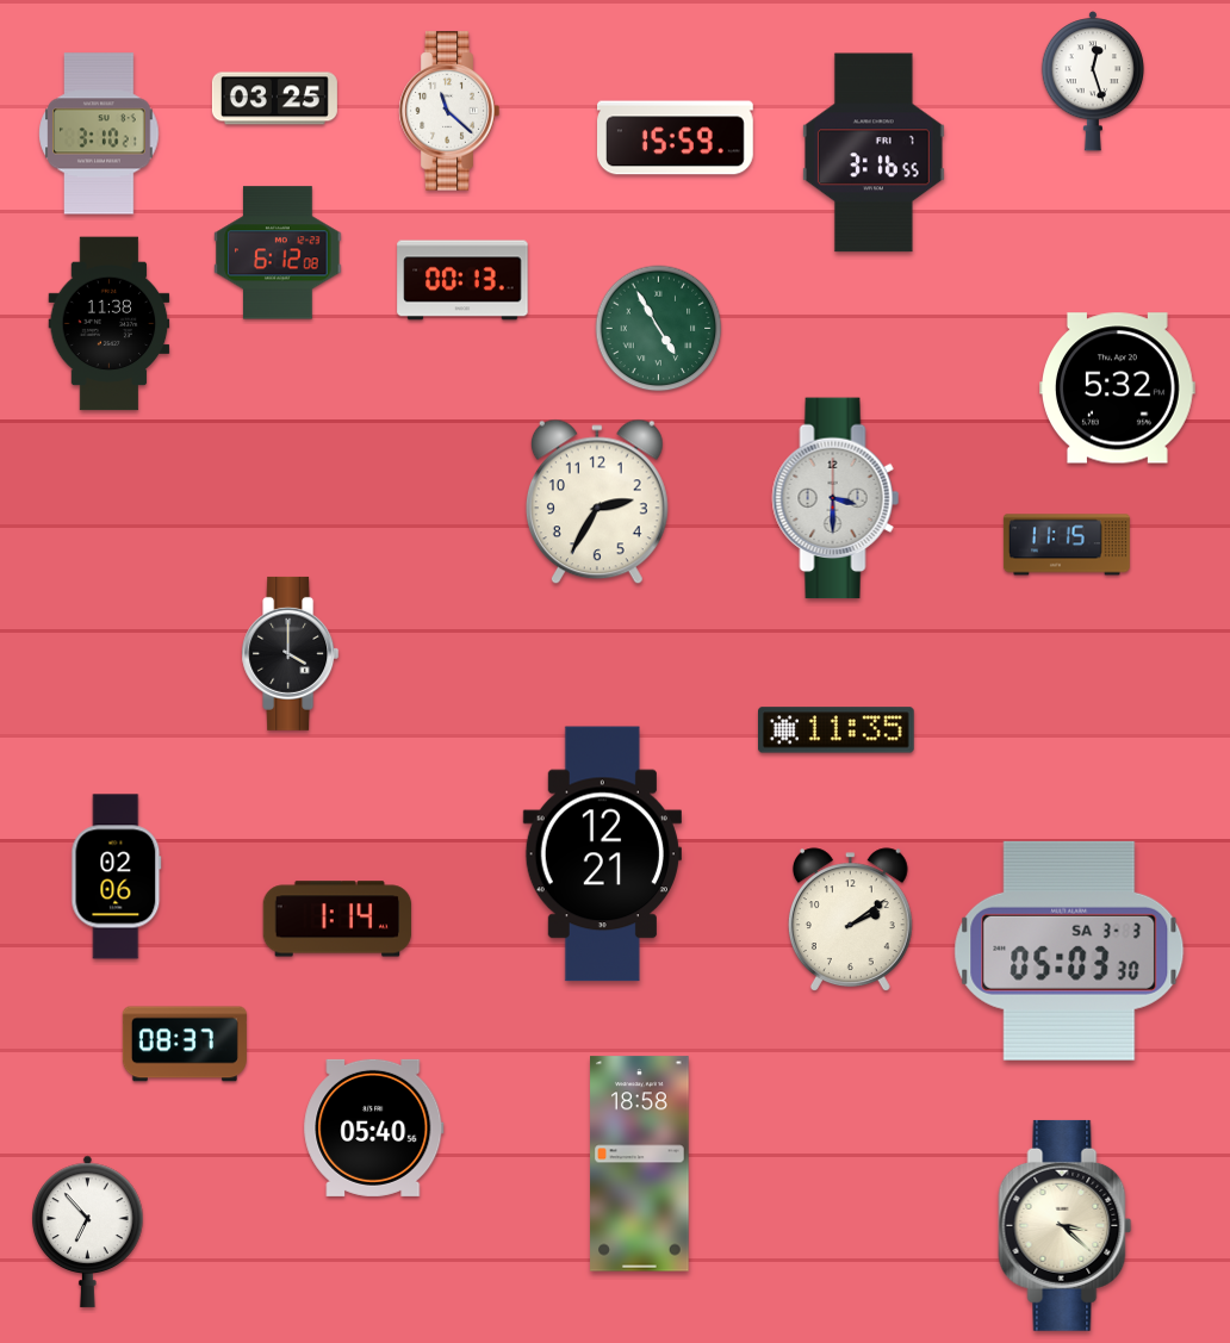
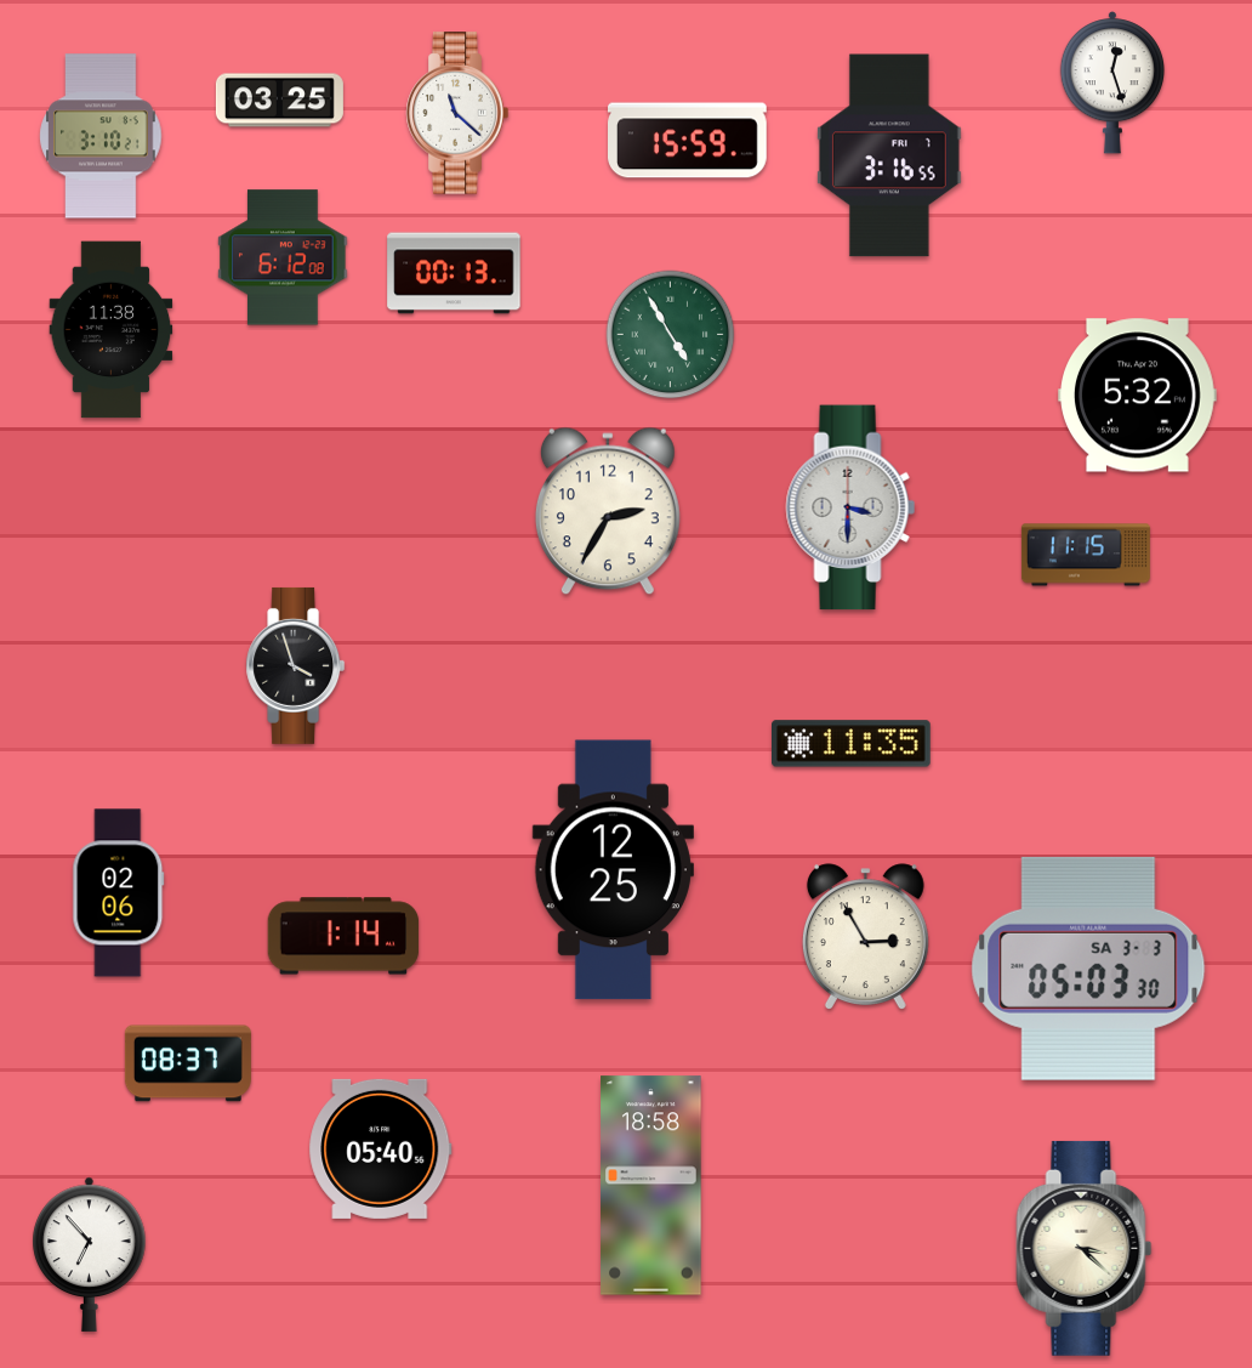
clock at (462, 280) position: (462, 280) -> (454, 273)
clock at (291, 653): 4:00 -> 3:57
clock at (602, 854): 12:21 -> 12:25
clock at (850, 919): 2:09 -> 2:55
